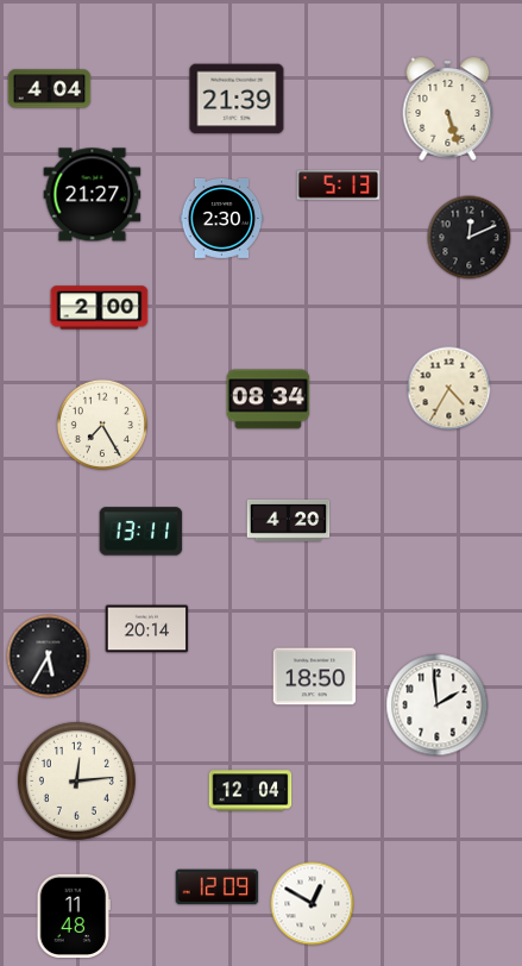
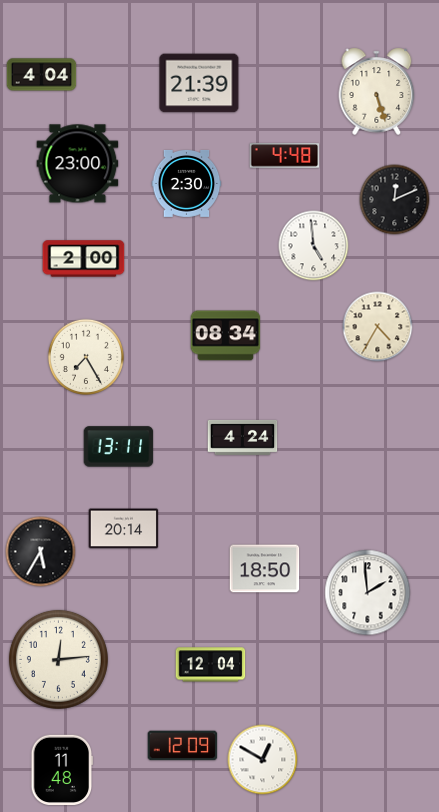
clock at (339, 186): 5:13 -> 4:48
clock at (93, 195): 21:27 -> 23:00
clock at (314, 246): none -> 4:59
clock at (289, 520): 4:20 -> 4:24
clock at (76, 780) position: (76, 780) -> (58, 659)
